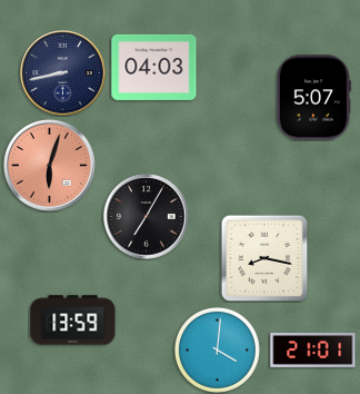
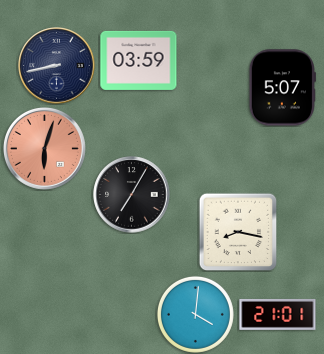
clock at (154, 67): 04:03 -> 03:59
clock at (73, 321): 13:59 -> none
clock at (313, 351) position: (313, 351) -> (278, 315)
